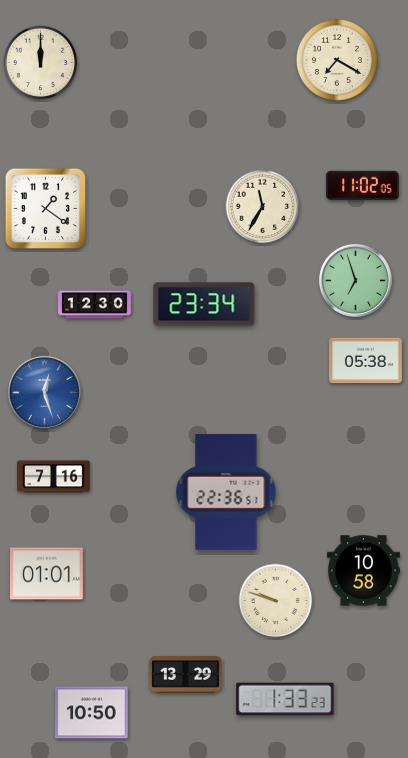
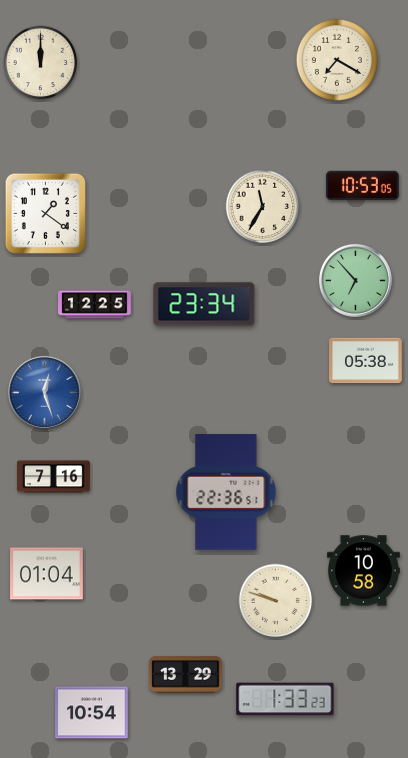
clock at (362, 185): 11:02 -> 10:53
clock at (45, 208) position: (45, 208) -> (45, 213)
clock at (355, 280): 6:57 -> 6:53
clock at (95, 305): 12:30 -> 12:25
clock at (47, 574): 01:01 -> 01:04
clock at (92, 713): 10:50 -> 10:54
